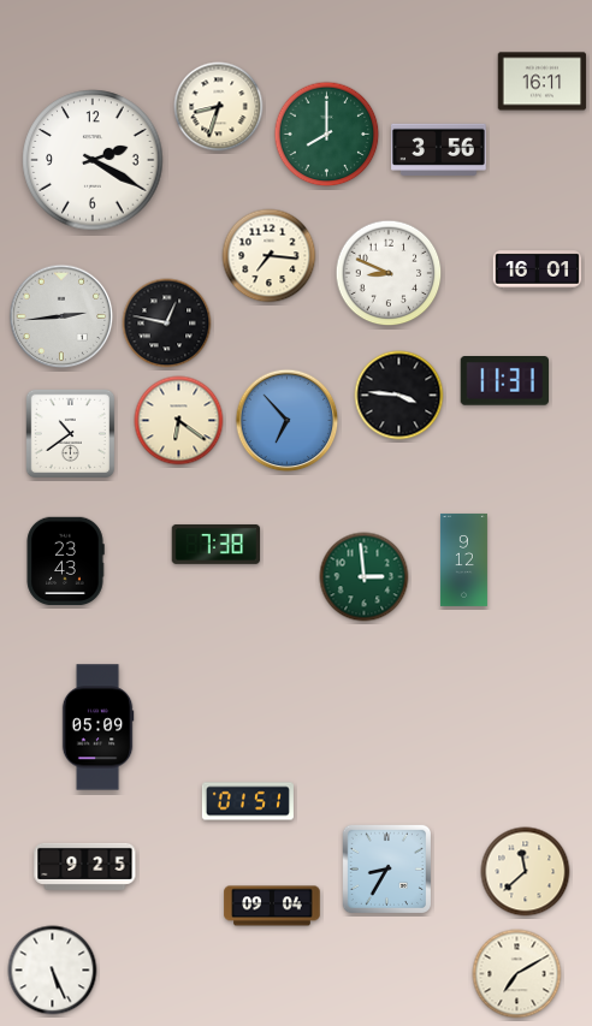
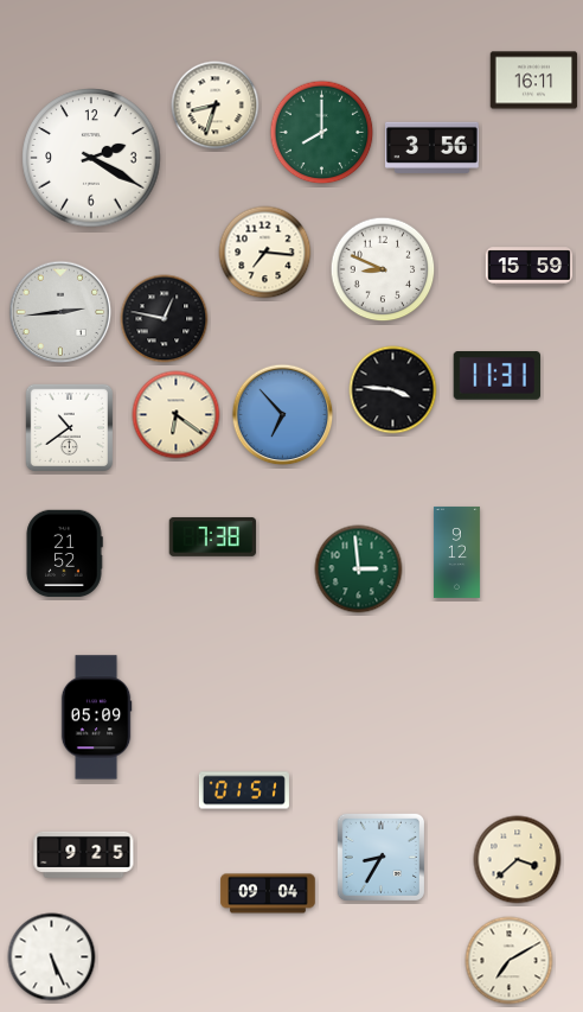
clock at (538, 271): 16:01 -> 15:59
clock at (65, 562): 23:43 -> 21:52
clock at (526, 872): 11:38 -> 3:38
